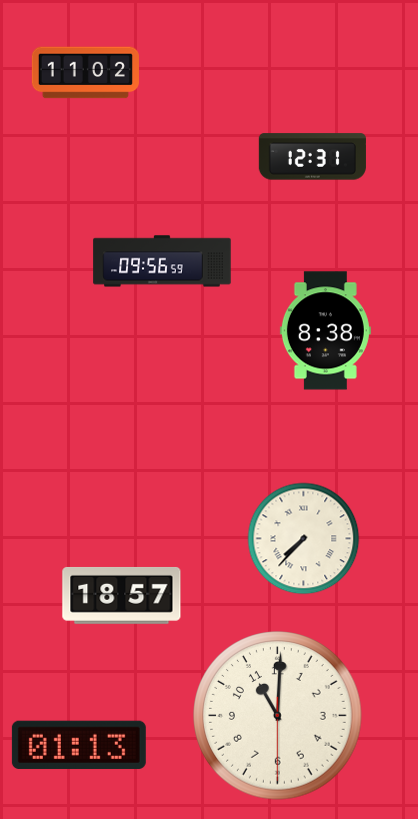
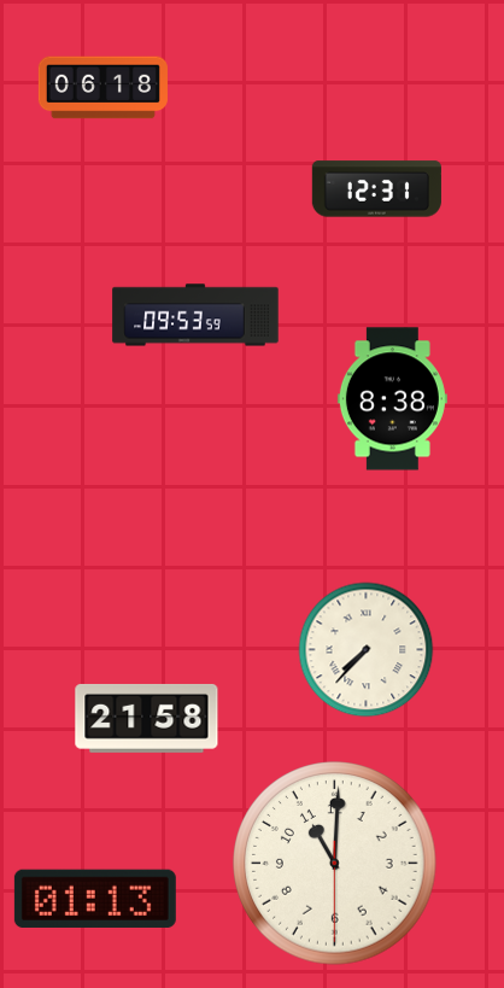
clock at (85, 73): 11:02 -> 06:18
clock at (162, 261): 09:56 -> 09:53
clock at (122, 595): 18:57 -> 21:58
